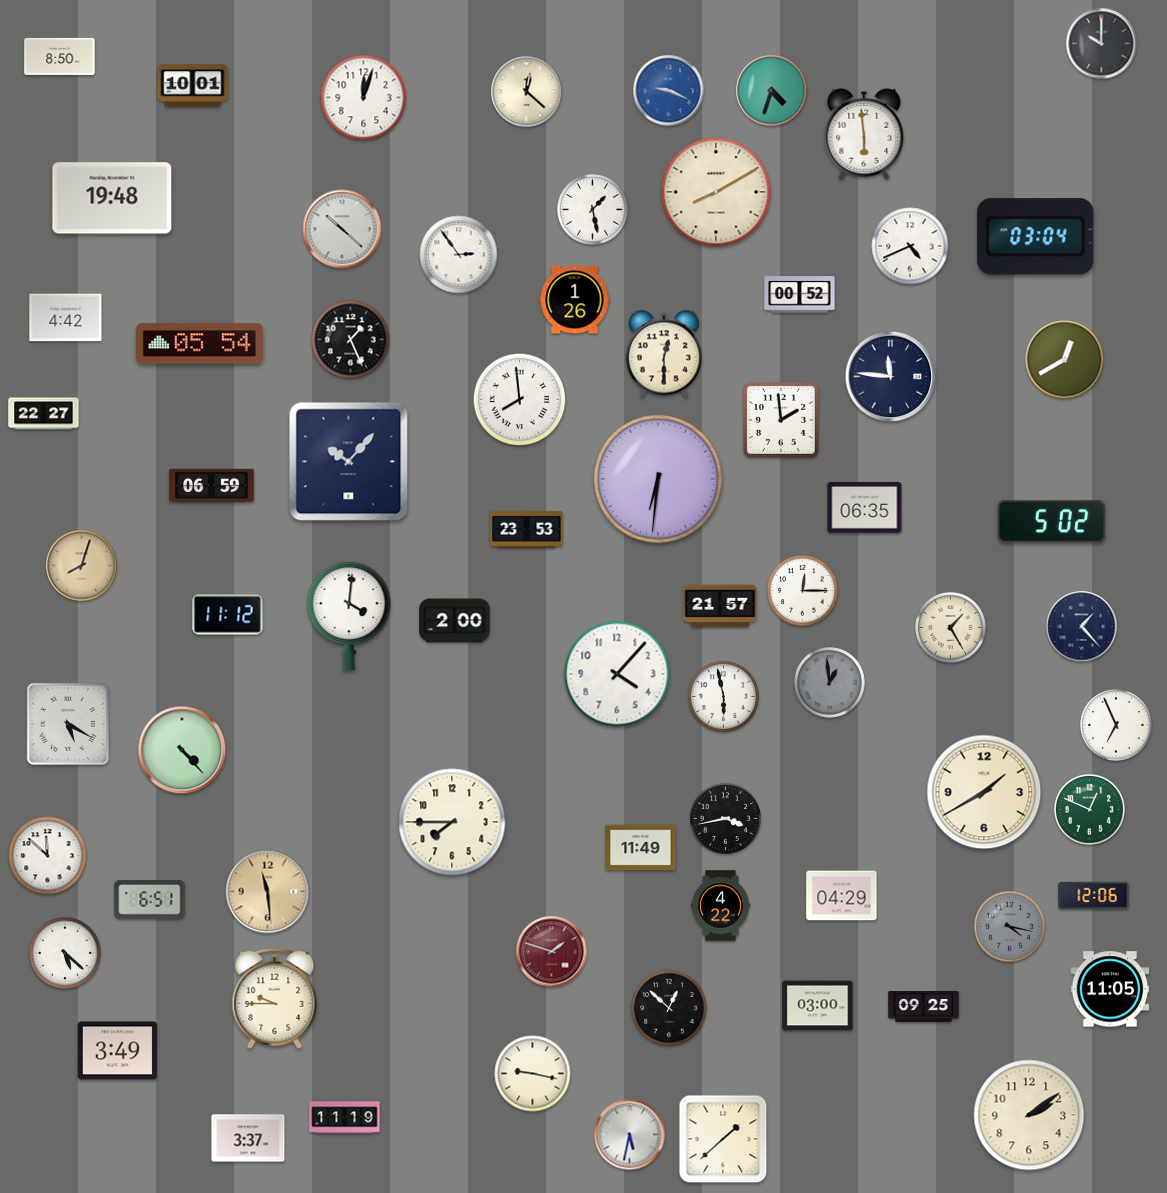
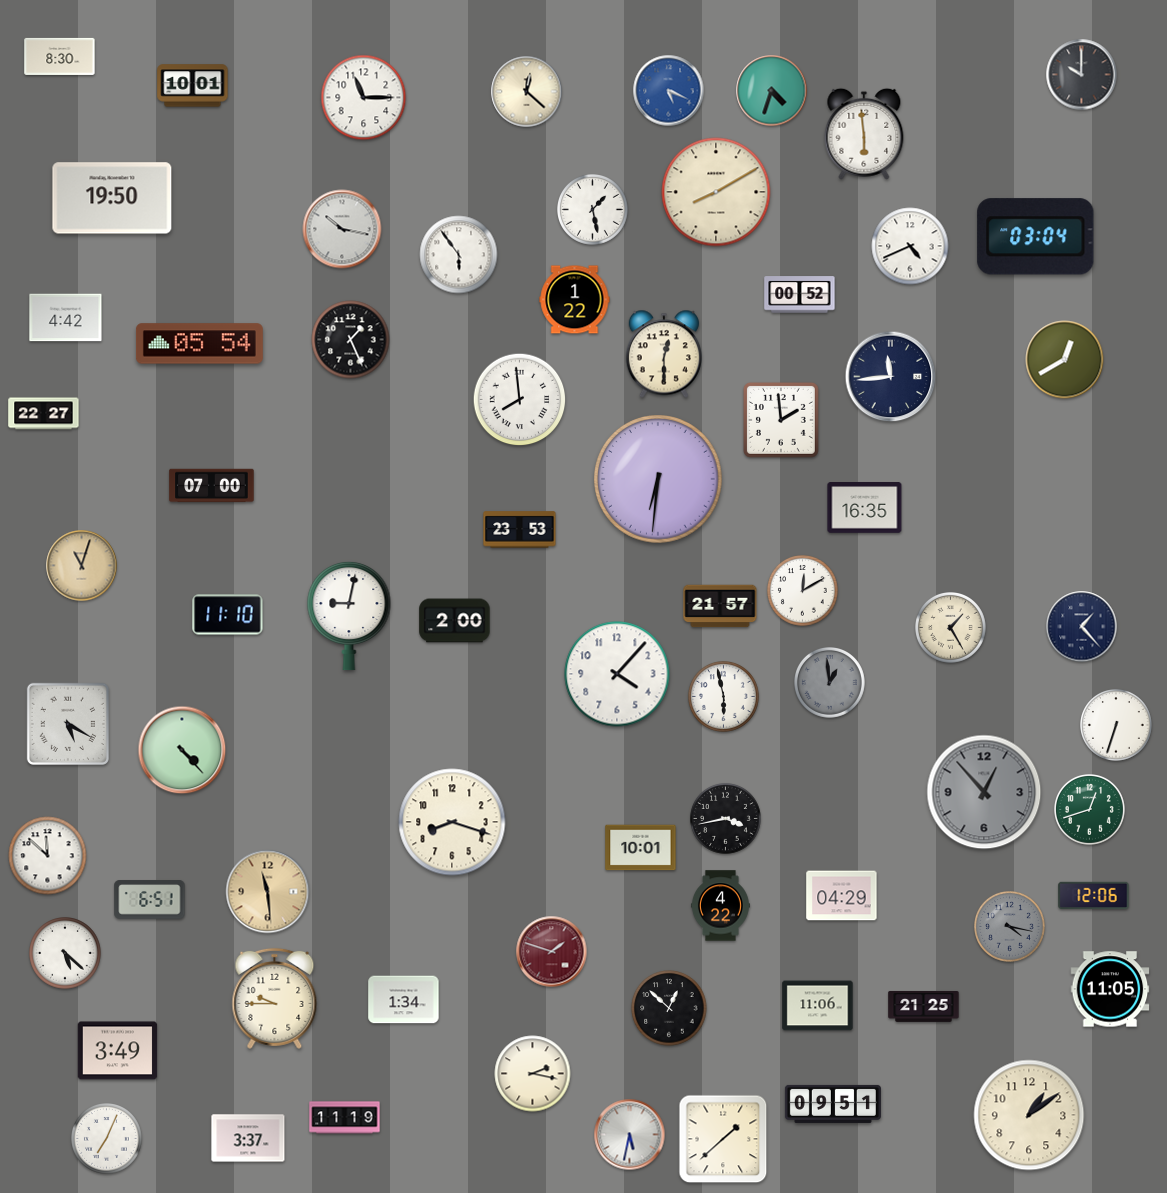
clock at (1102, 44) position: (1102, 44) -> (1082, 75)
clock at (60, 56): 8:50 -> 8:30
clock at (669, 91): 9:19 -> 5:19
clock at (364, 98): 12:03 -> 11:15
clock at (112, 198): 19:48 -> 19:50
clock at (342, 229): 10:22 -> 10:17
clock at (459, 255): 2:54 -> 5:54
clock at (575, 300): 1:26 -> 1:22
clock at (891, 377): 11:46 -> 11:44
clock at (349, 462): 10:07 -> none
clock at (212, 486): 06:59 -> 07:00
clock at (865, 508): 06:35 -> 16:35
clock at (1052, 522): 5:02 -> none
clock at (527, 530) position: (527, 530) -> (520, 530)
clock at (82, 566): 8:03 -> 11:03
clock at (803, 591): 12:15 -> 12:10
clock at (228, 615): 11:12 -> 11:10
clock at (349, 616): 4:01 -> 9:02
clock at (1116, 725): 6:56 -> 6:33
clock at (984, 792): 1:40 -> 12:53
clock at (984, 792) dial: cream -> grey
clock at (1090, 810): 12:49 -> 12:42
clock at (452, 822): 7:45 -> 8:18
clock at (641, 848): 11:49 -> 10:01
clock at (404, 1000): none -> 1:34
clock at (818, 1006): 03:00 -> 11:06
clock at (924, 1006): 09:25 -> 21:25
clock at (533, 1074): 9:17 -> 2:17
clock at (833, 1104): none -> 09:51
clock at (1029, 1115): 2:09 -> 1:09
clock at (107, 1139): none -> 7:04
